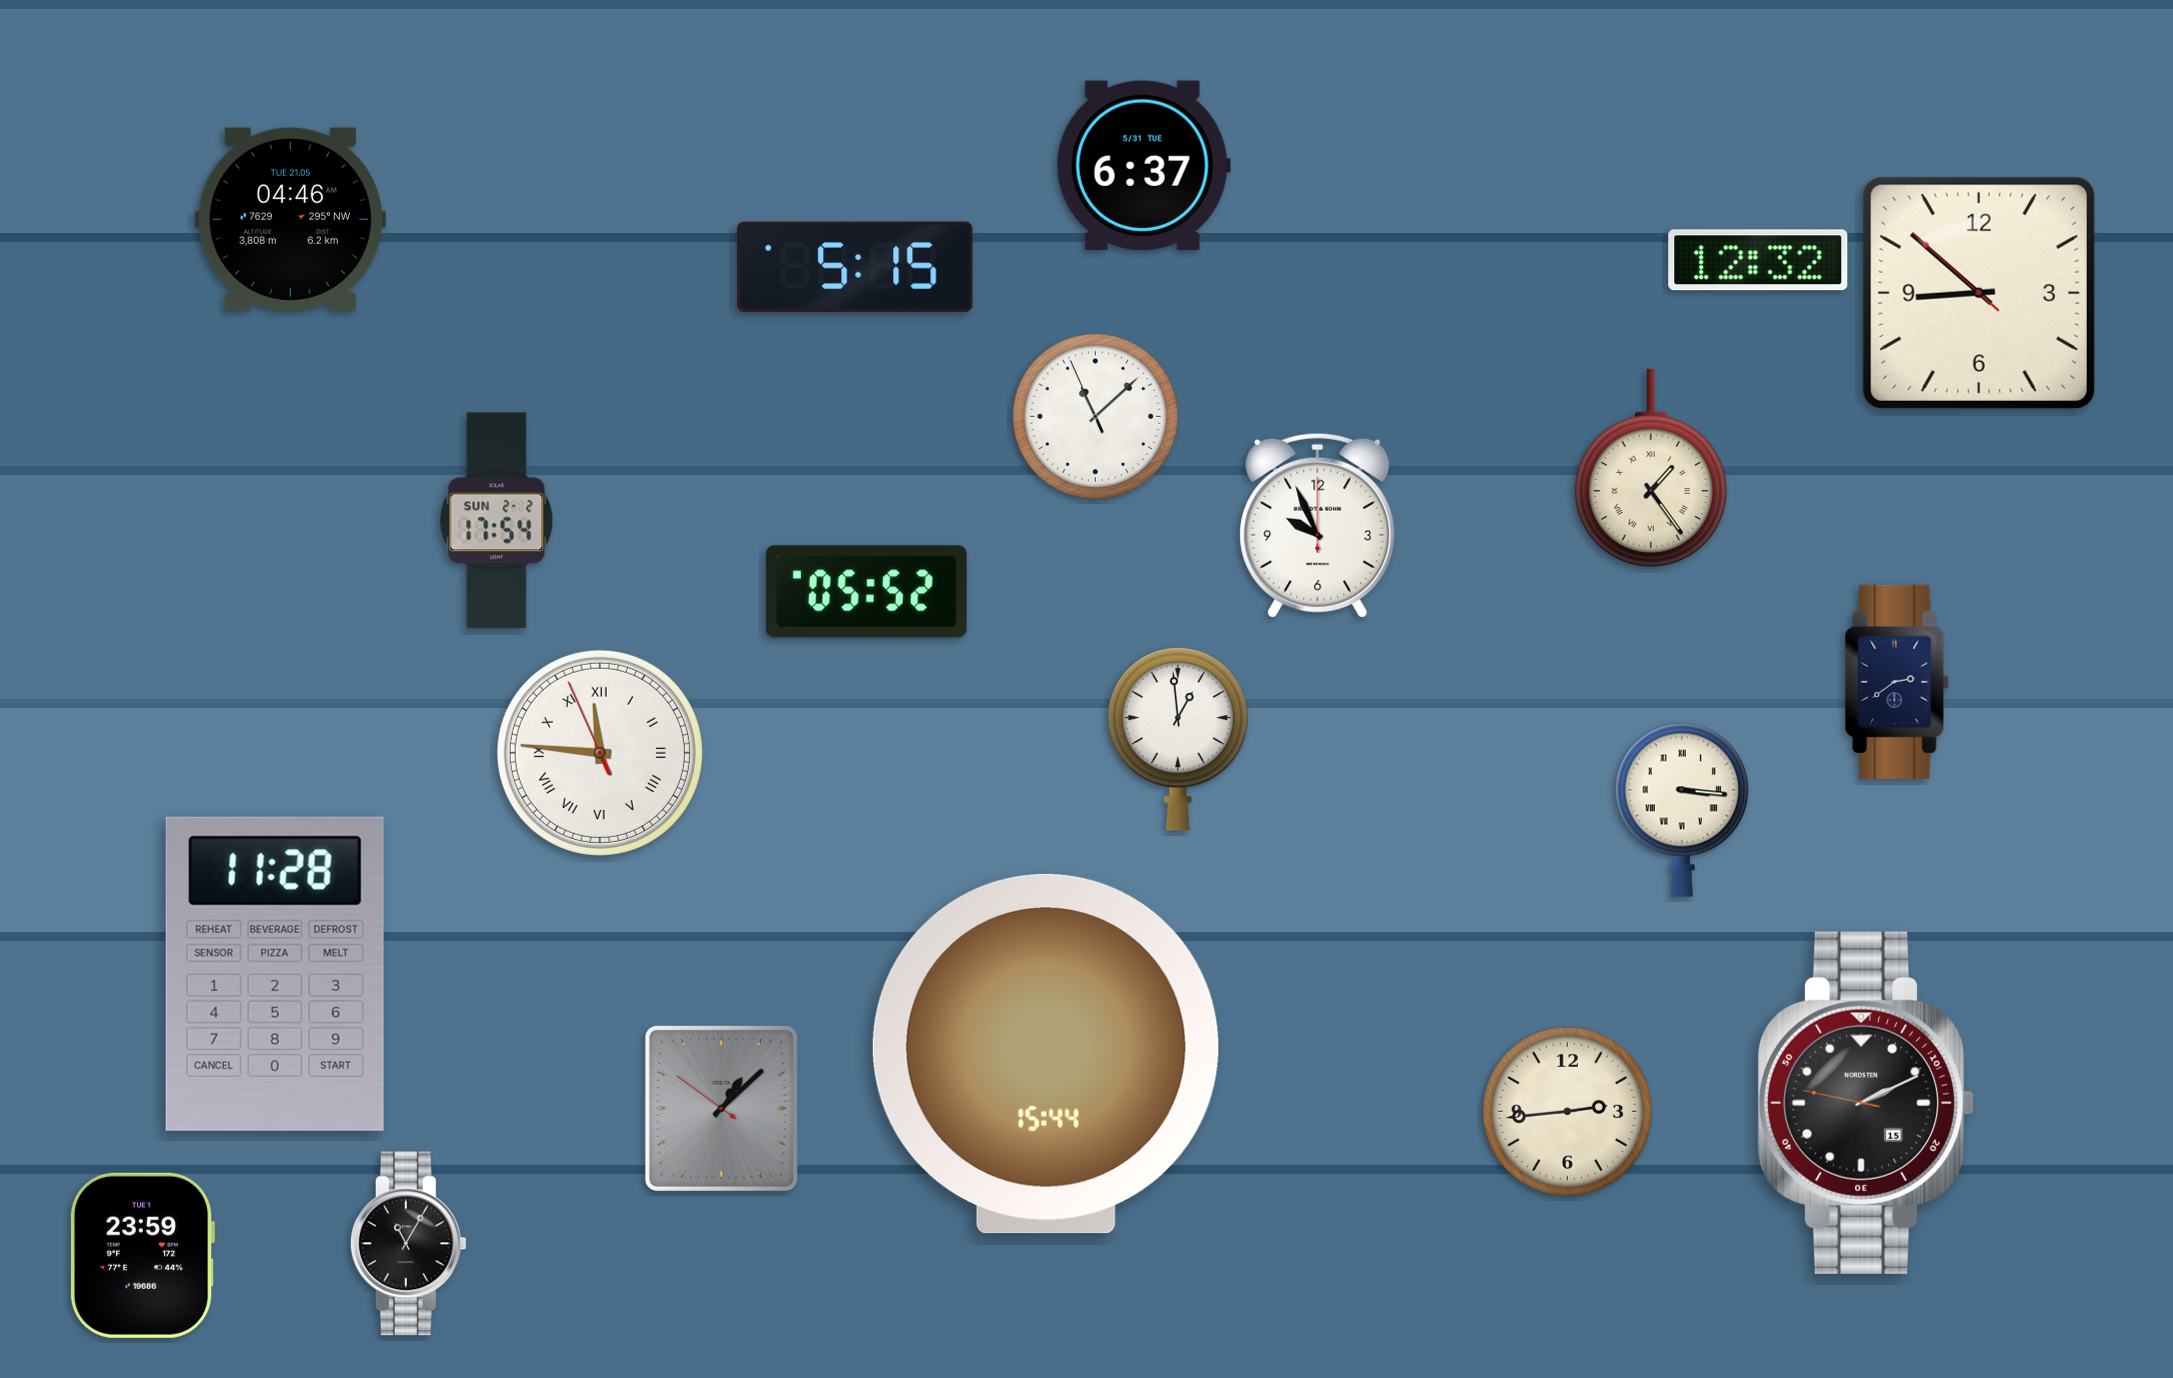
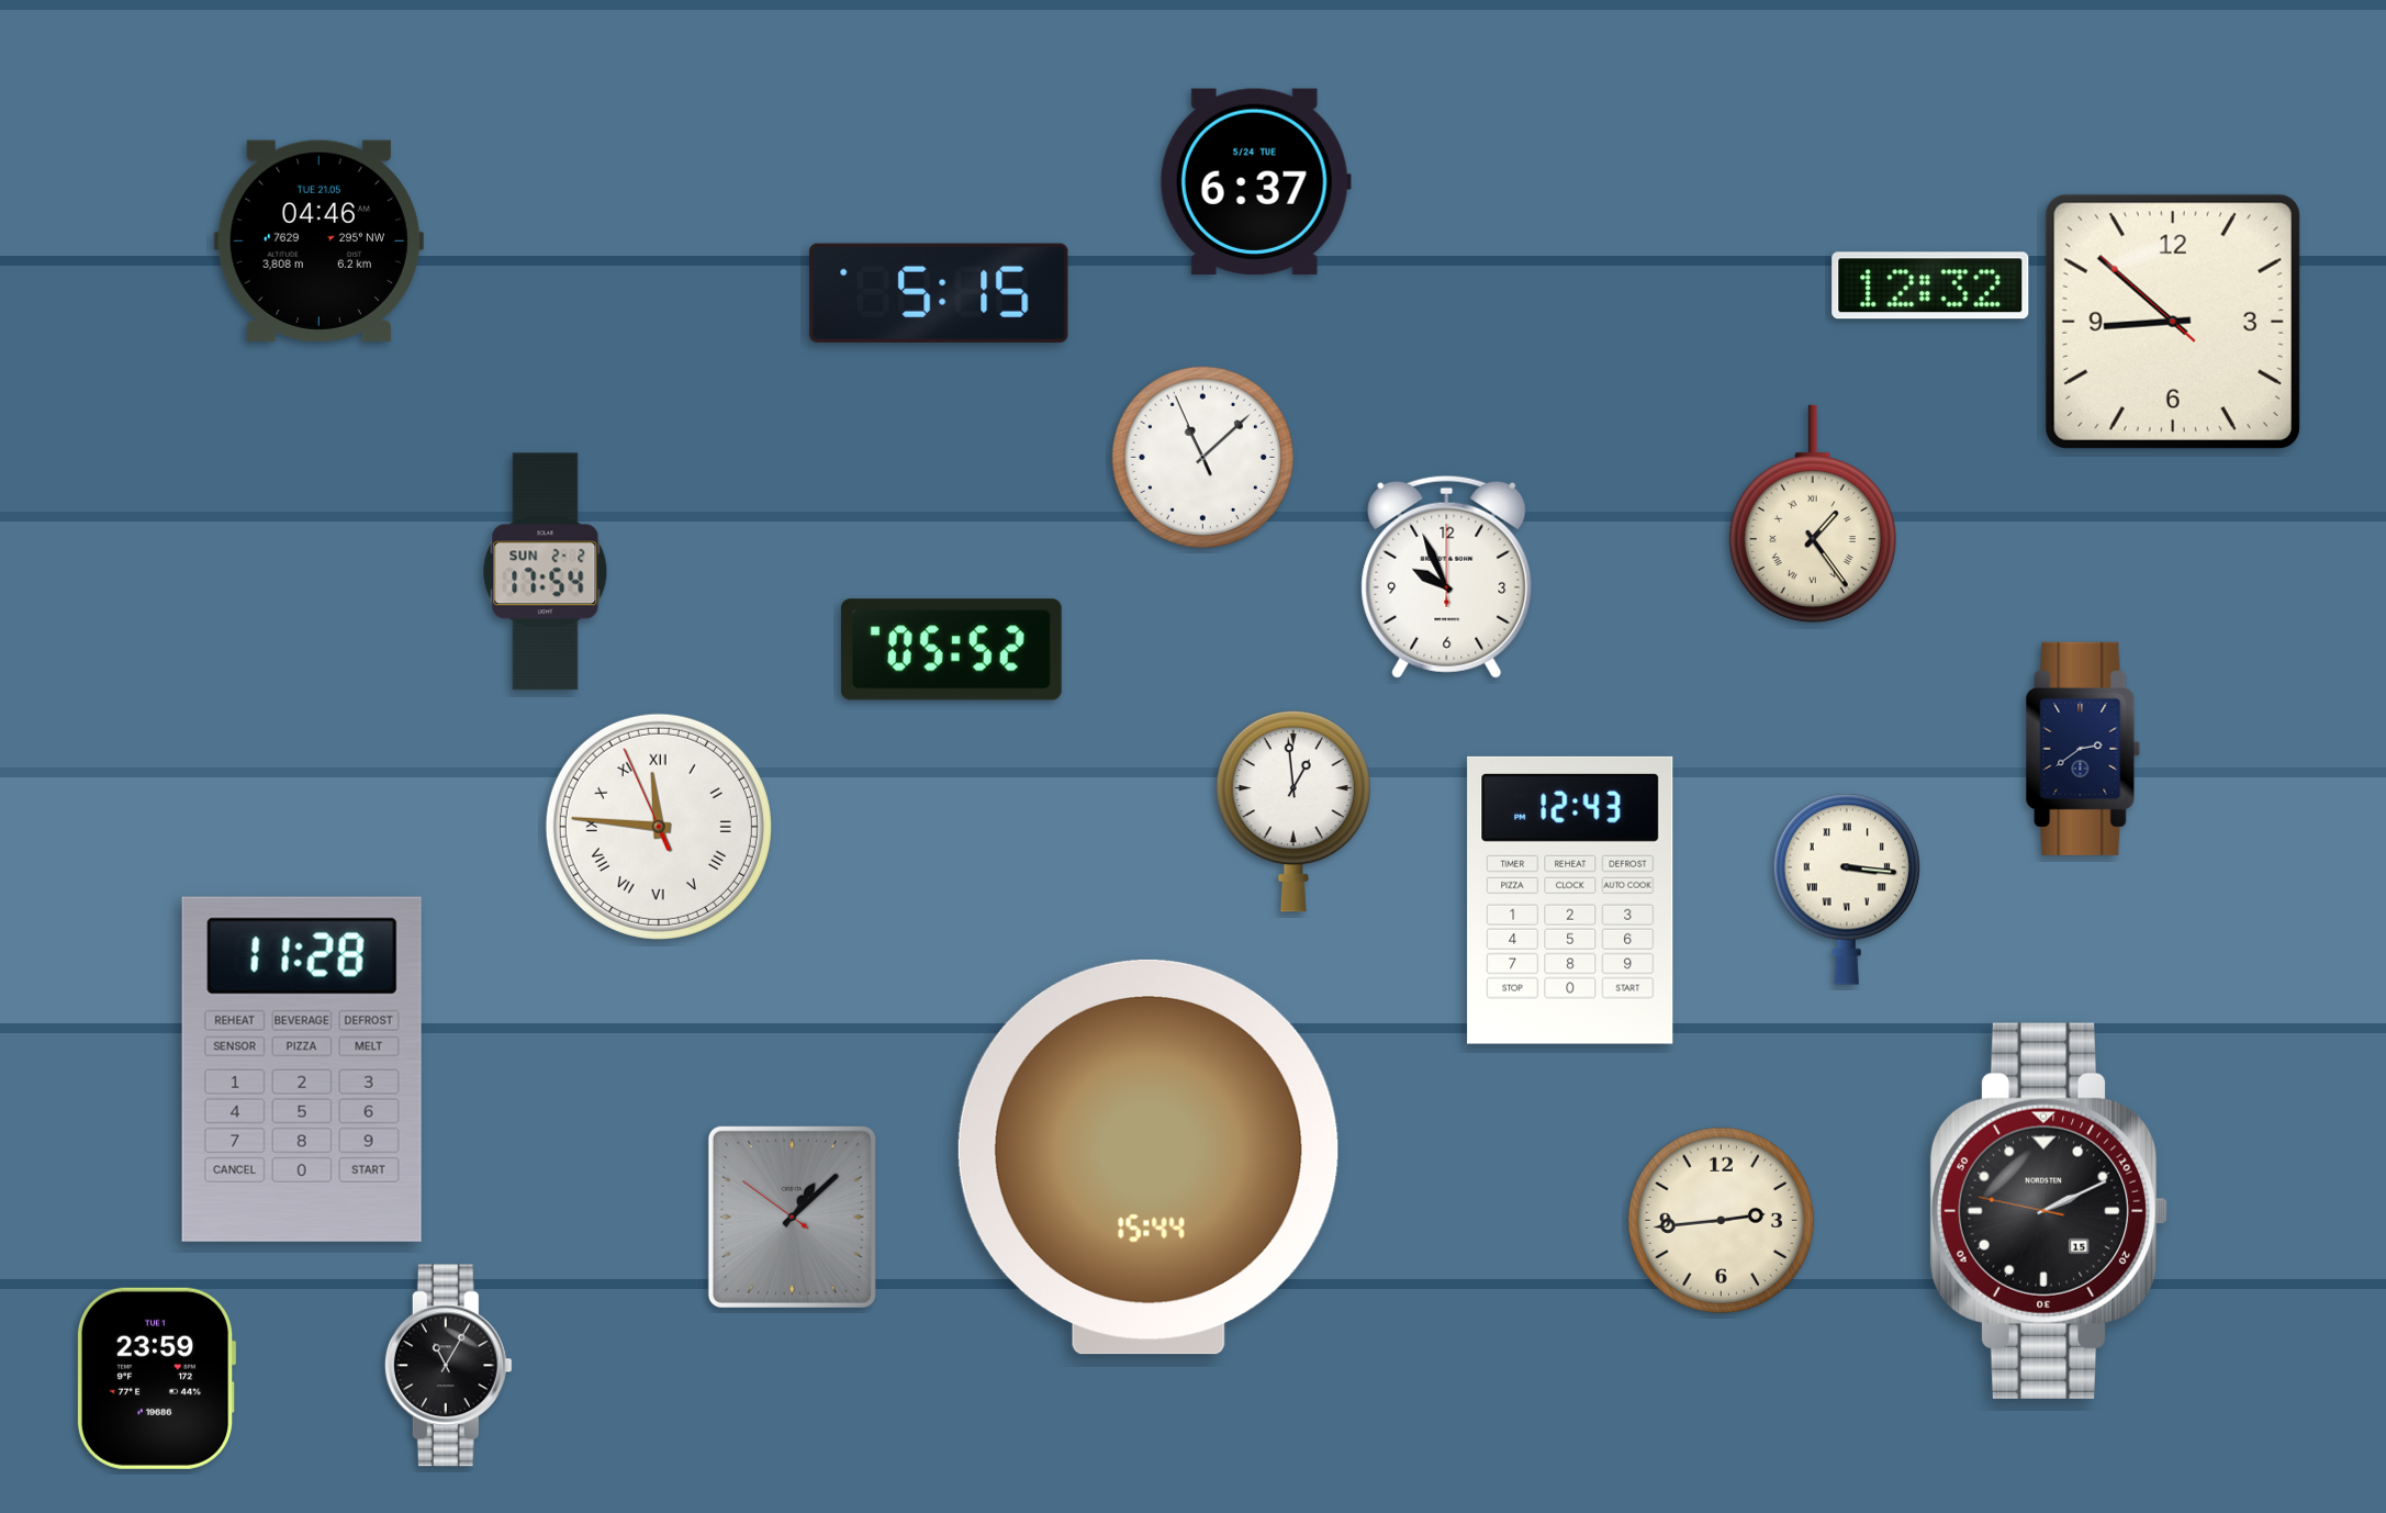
clock at (1143, 165) date: 5/31 TUE -> 5/24 TUE
clock at (1570, 900): none -> 12:43
